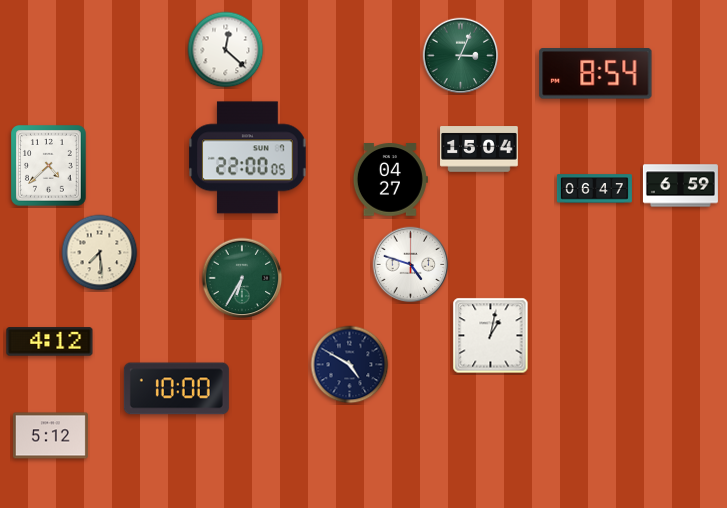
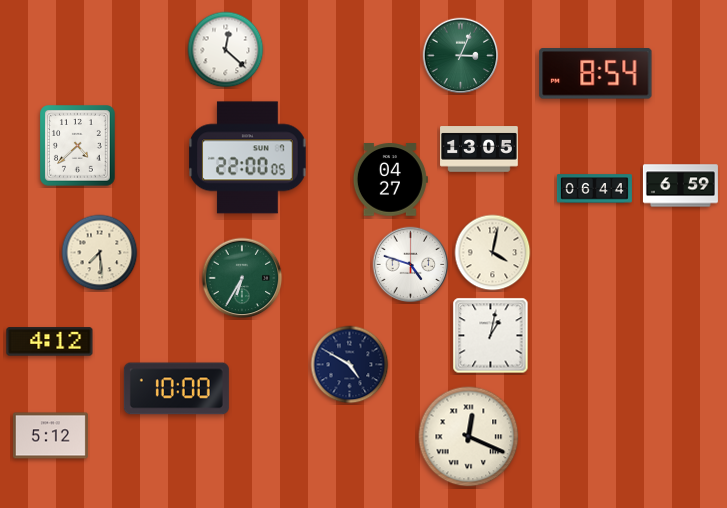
clock at (479, 149): 15:04 -> 13:05
clock at (49, 166) position: (49, 166) -> (78, 146)
clock at (594, 189): 06:47 -> 06:44
clock at (493, 253): none -> 4:02
clock at (469, 437): none -> 12:19
